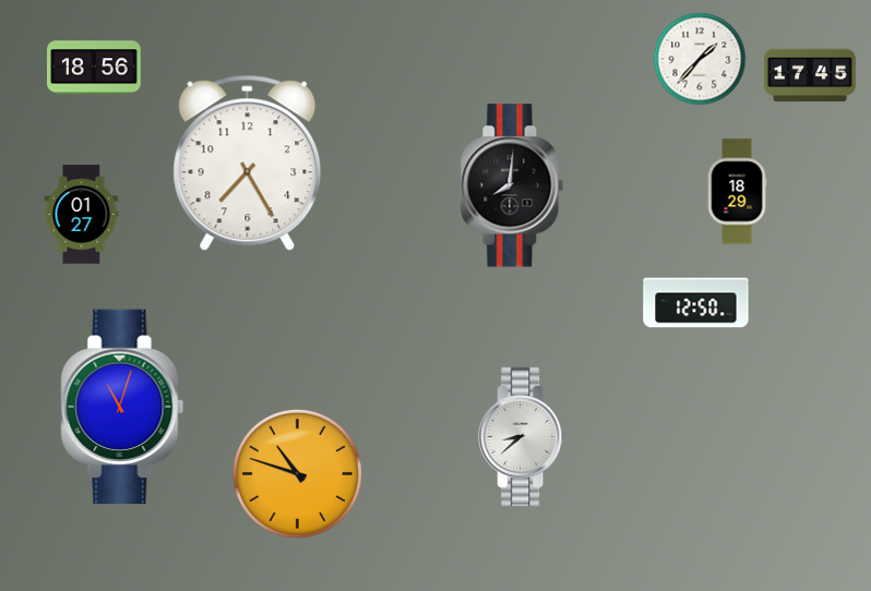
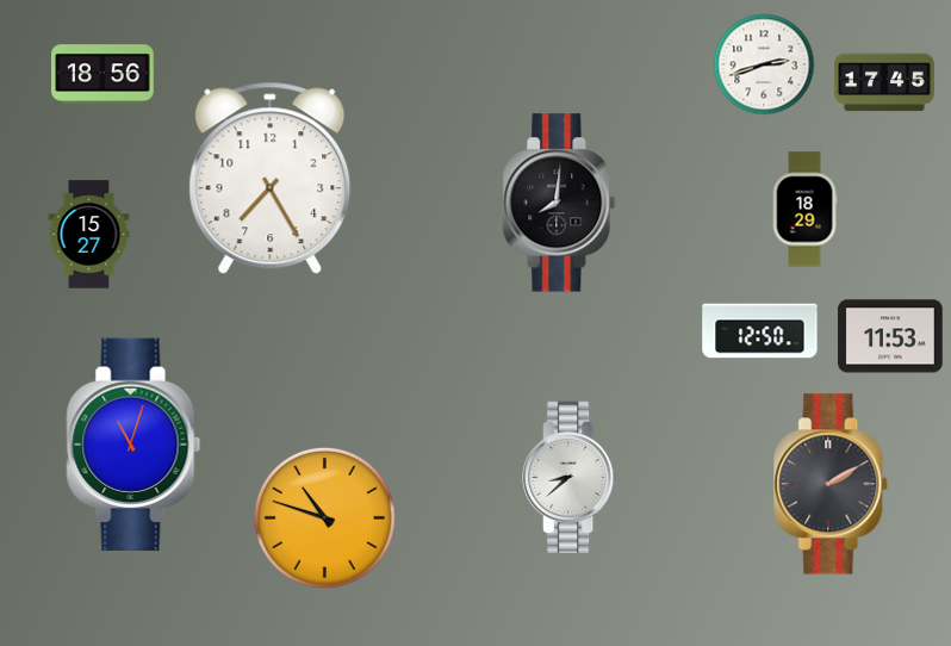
clock at (700, 59): 1:37 -> 2:42
clock at (82, 215): 01:27 -> 15:27
clock at (890, 336): none -> 11:53
clock at (832, 484): none -> 2:10
